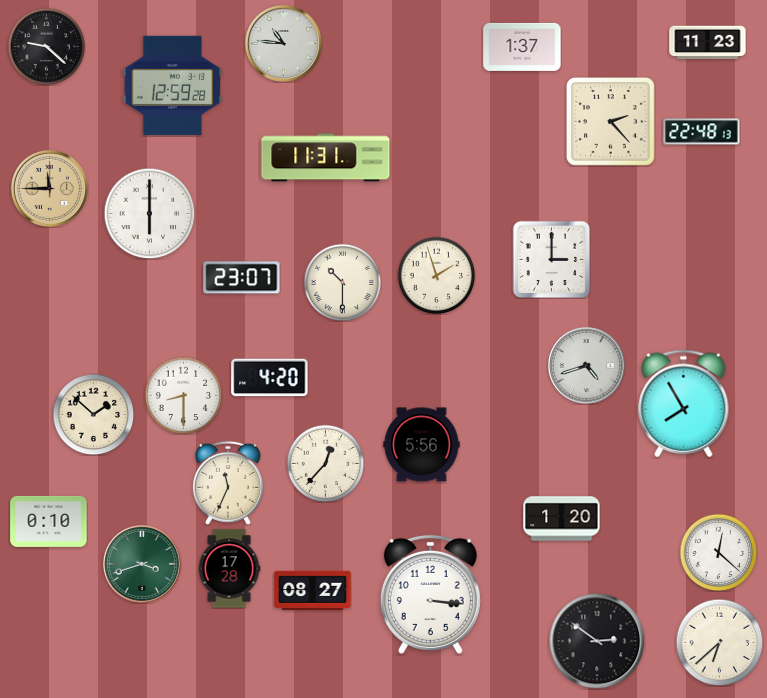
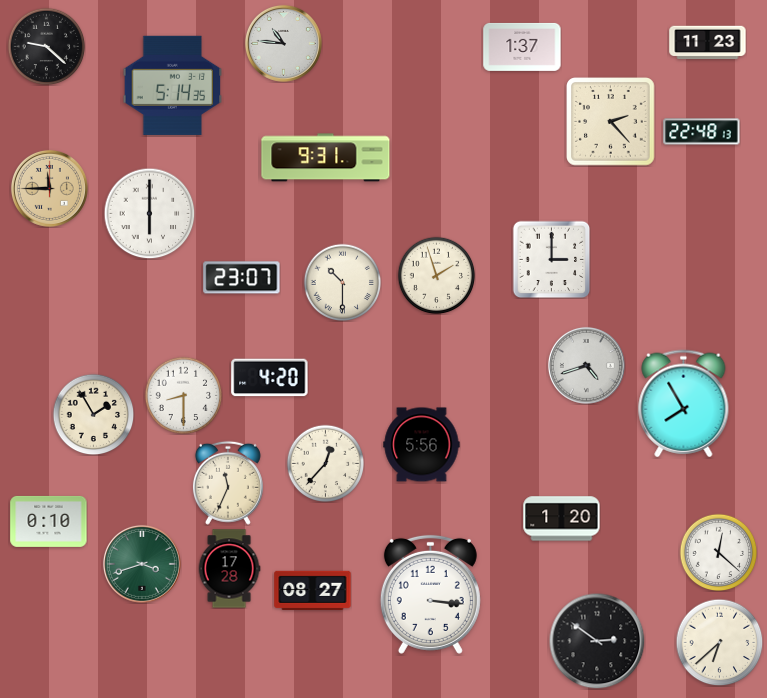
clock at (173, 85): 12:59 -> 5:14
clock at (326, 158): 11:31 -> 9:31
clock at (93, 414): 1:52 -> 1:55
